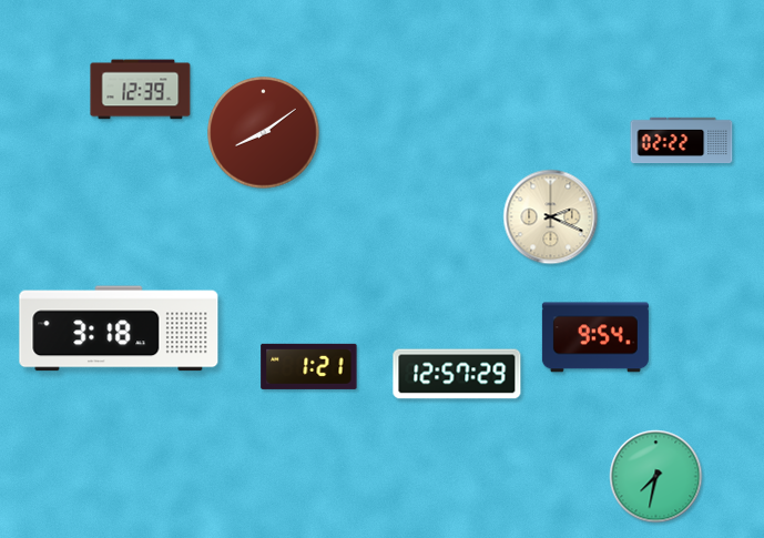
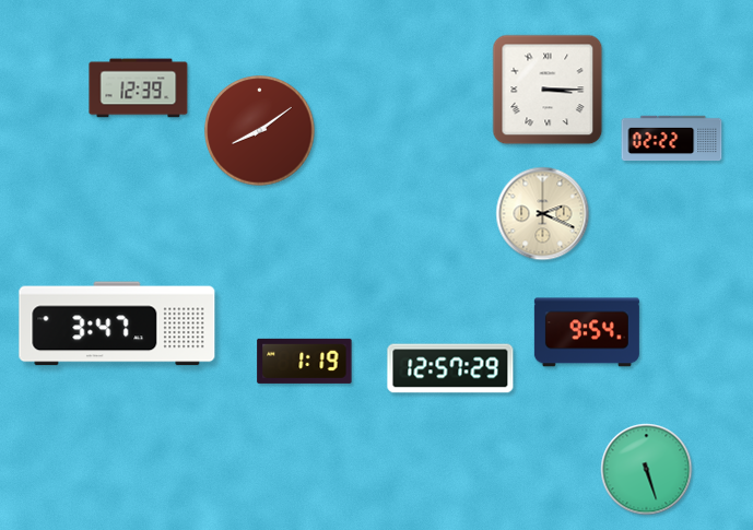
clock at (548, 90): none -> 3:15
clock at (119, 328): 3:18 -> 3:47
clock at (309, 366): 1:21 -> 1:19
clock at (656, 477): 7:32 -> 5:27
